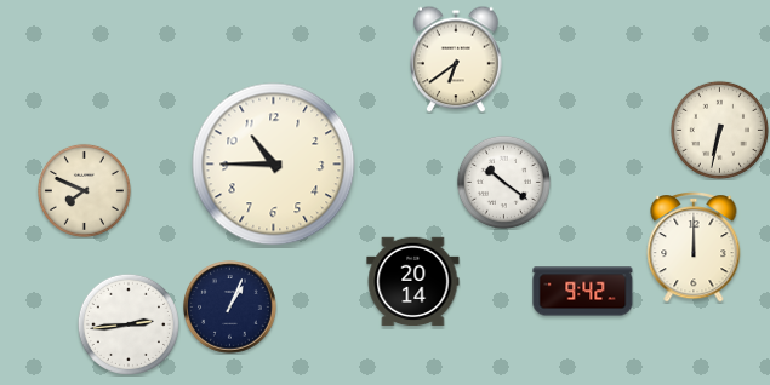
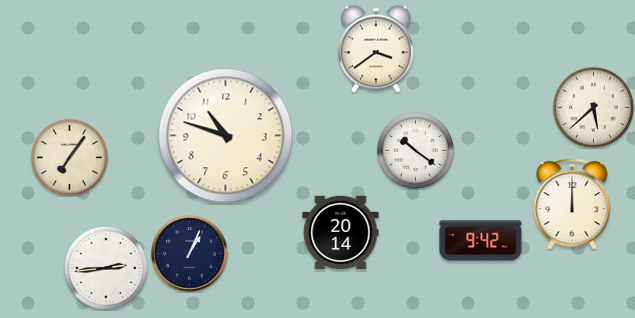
clock at (457, 59): 6:39 -> 3:39
clock at (719, 130): 6:32 -> 5:38
clock at (274, 165): 10:45 -> 10:48
clock at (84, 190): 7:49 -> 7:06
